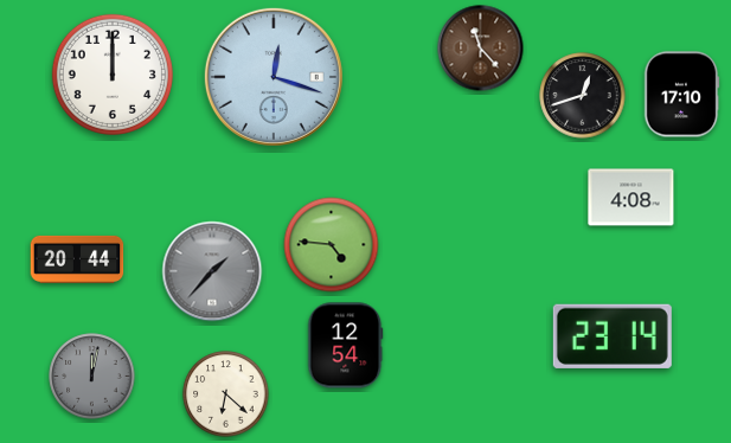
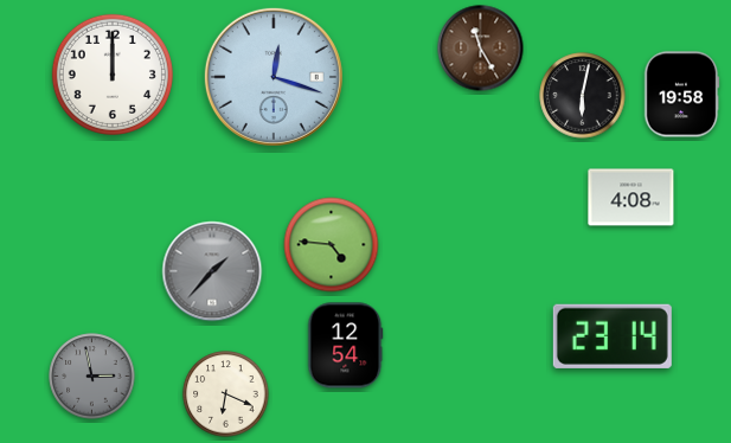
clock at (481, 49): 11:23 -> 11:25
clock at (681, 95): 17:10 -> 19:58
clock at (583, 96): 12:42 -> 6:02
clock at (77, 259): 20:44 -> none
clock at (92, 377): 12:02 -> 2:58
clock at (226, 394): 6:22 -> 6:19
